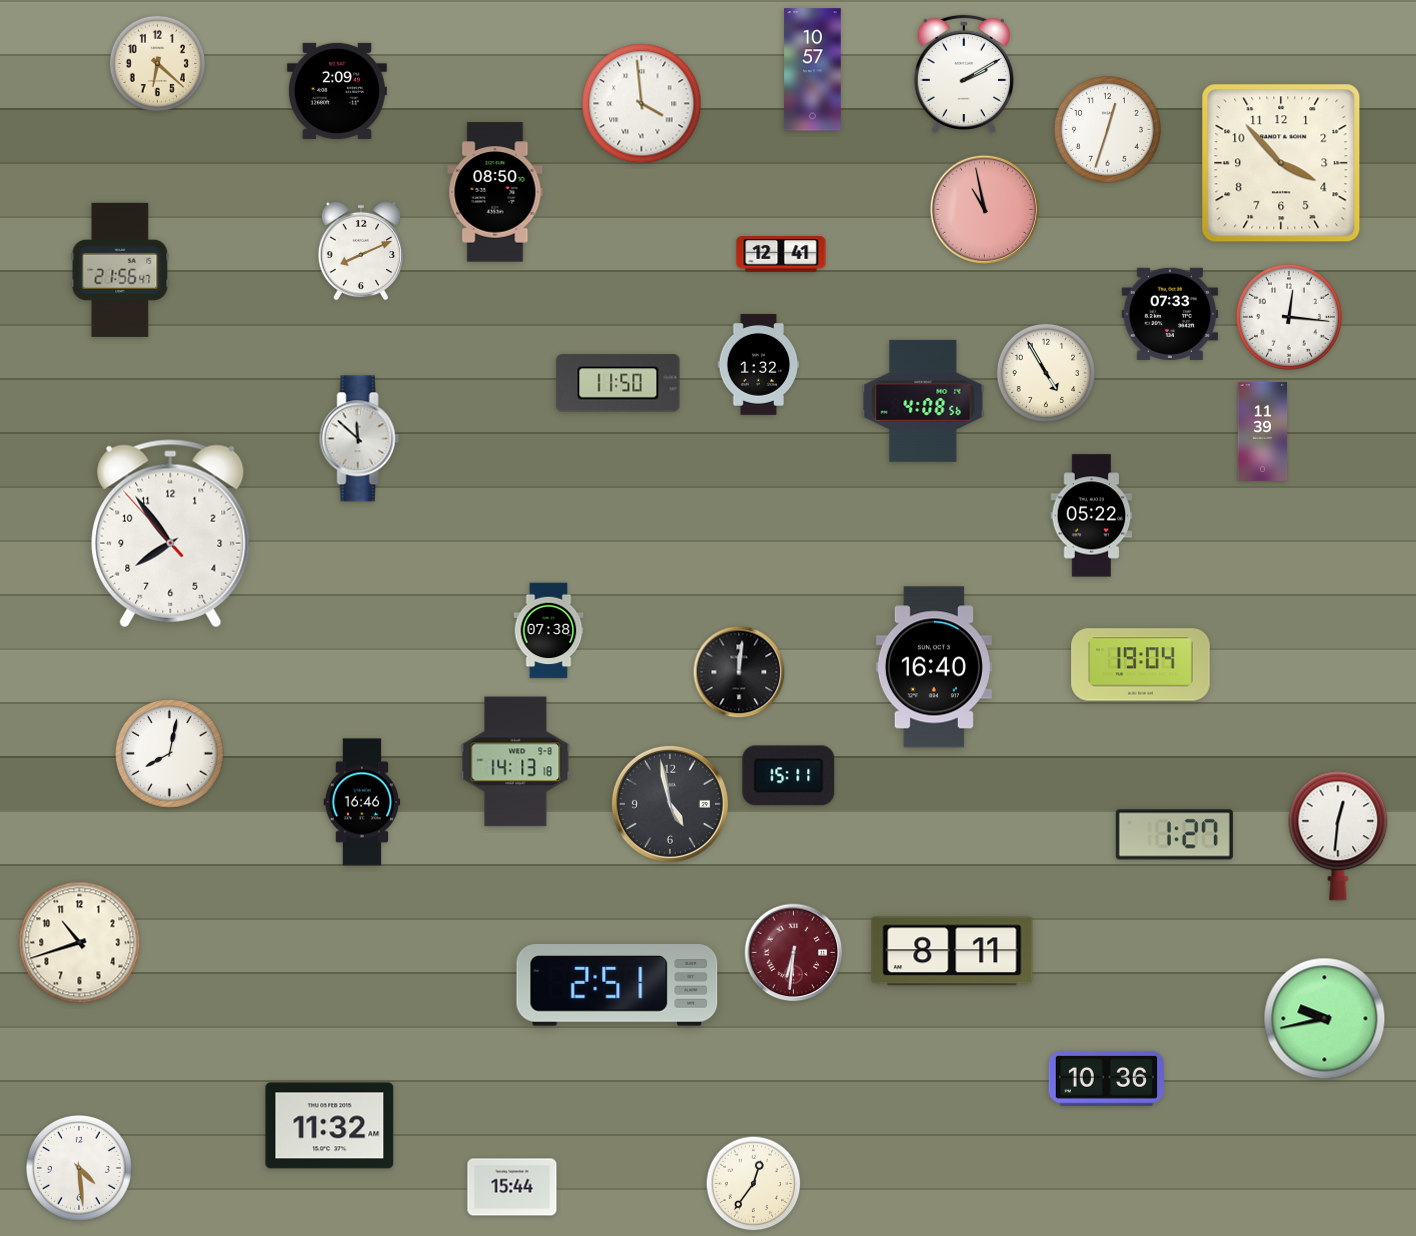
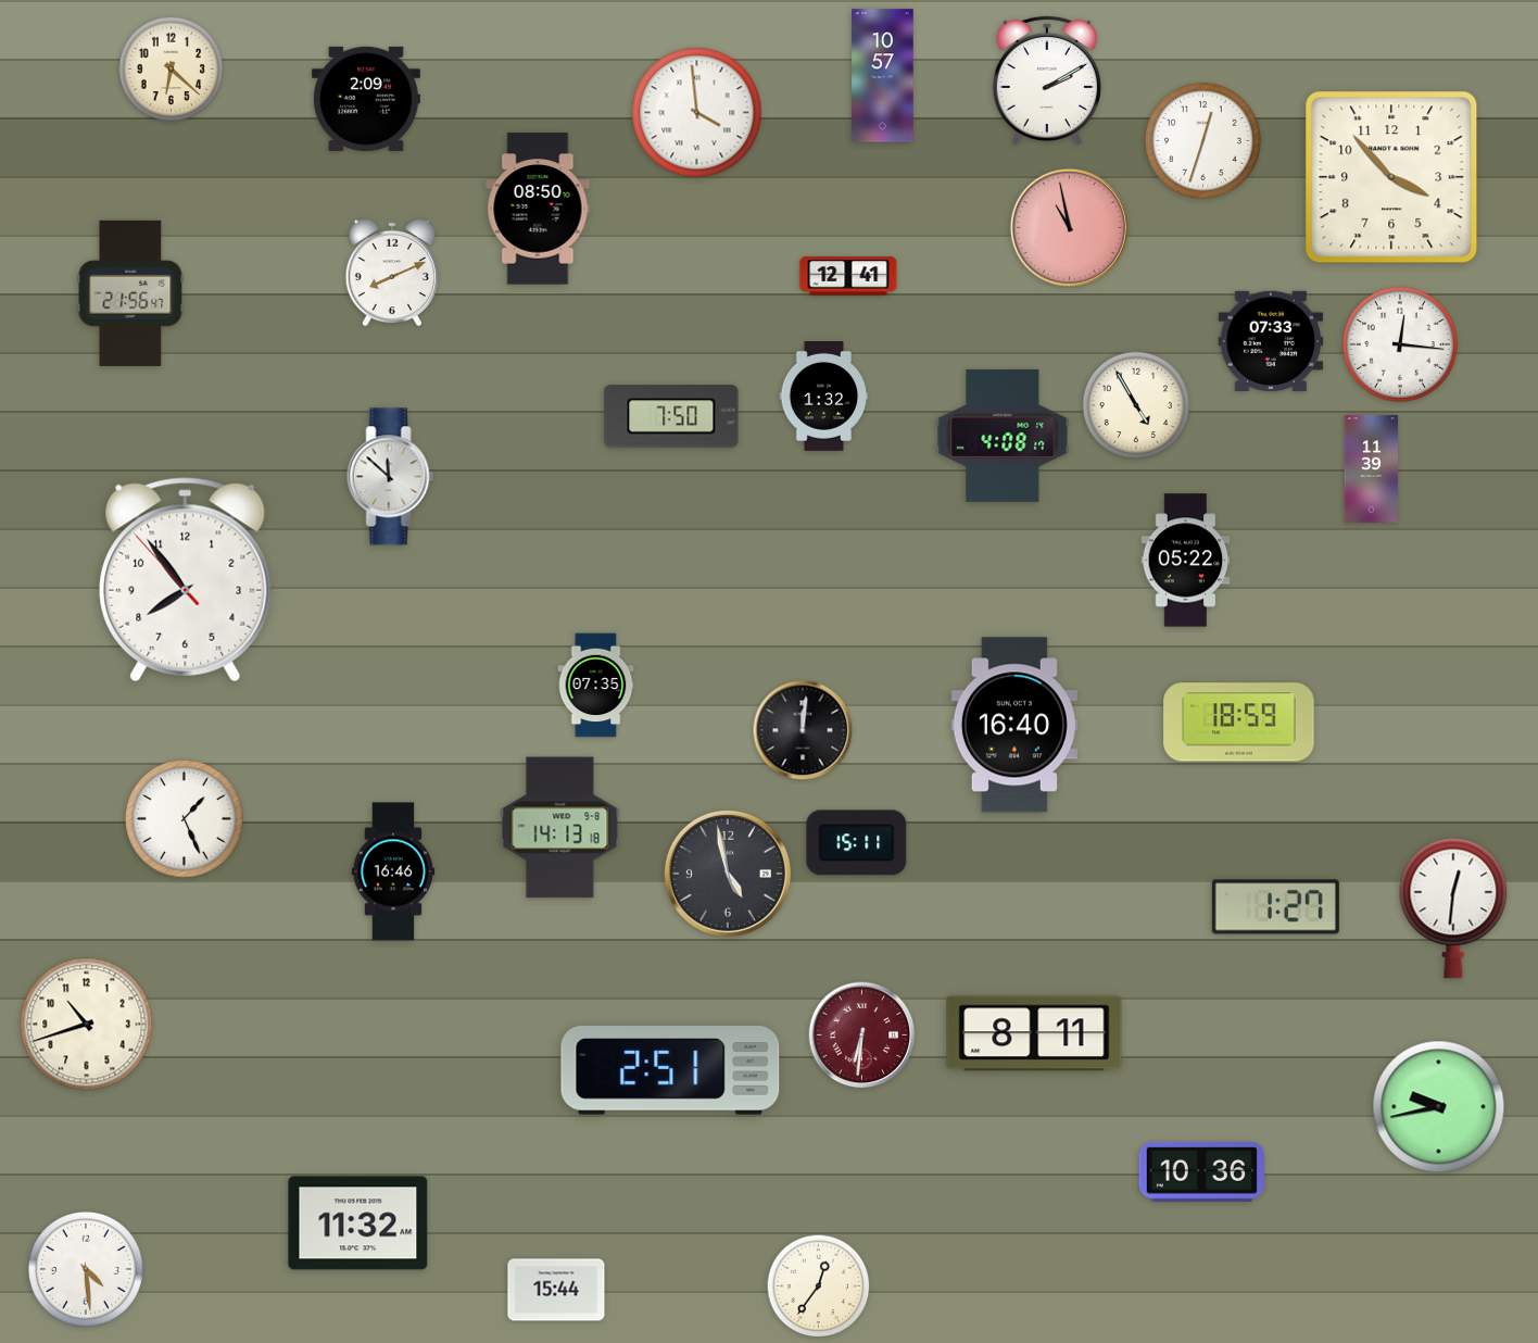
clock at (618, 383): 11:50 -> 7:50
clock at (923, 401): 4:08:56 -> 4:08:17
clock at (549, 631): 07:38 -> 07:35
clock at (1141, 665): 19:04 -> 18:59
clock at (170, 754): 8:02 -> 1:26
